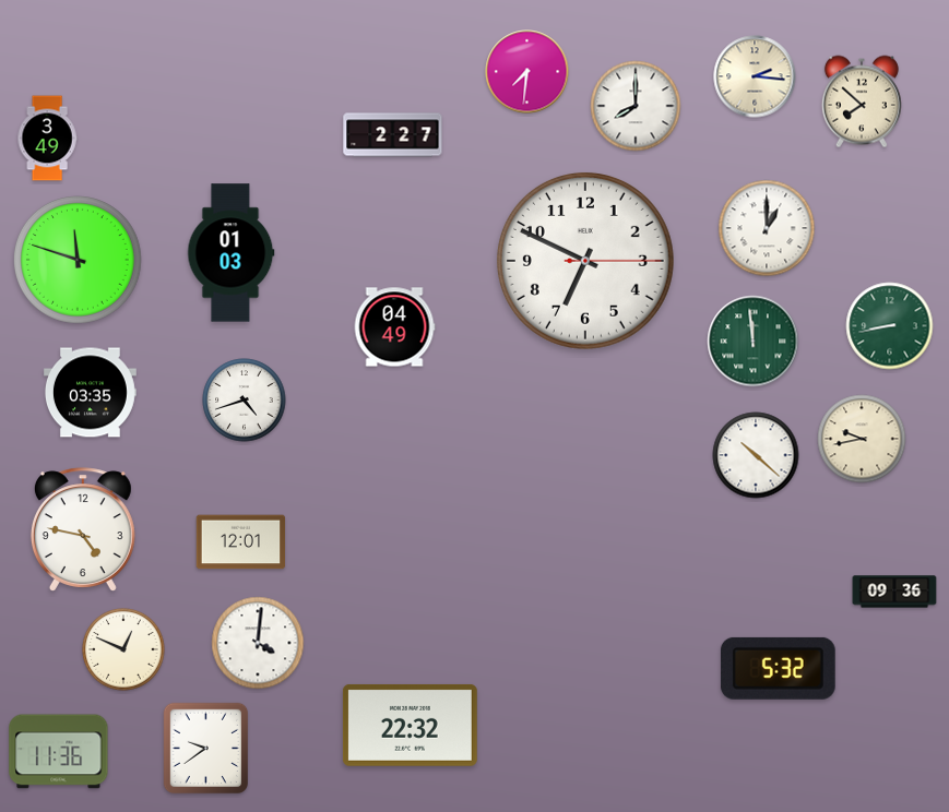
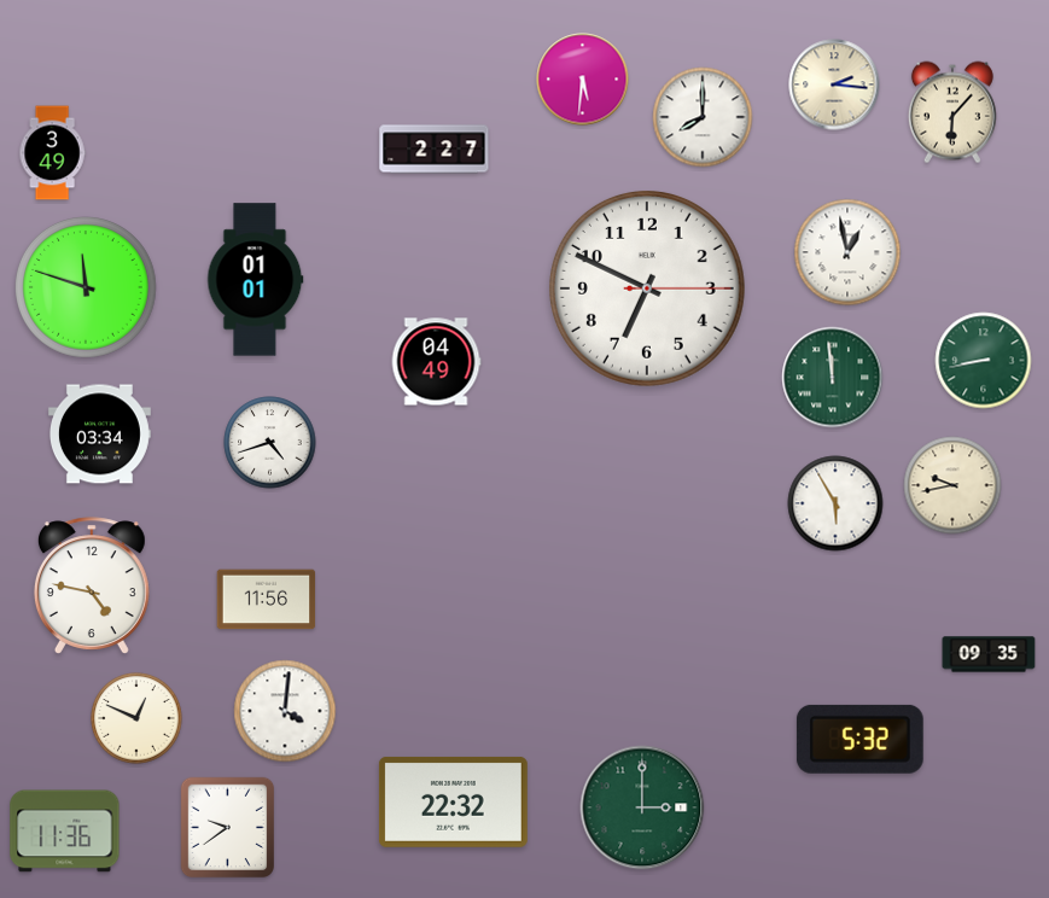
clock at (527, 72): 7:31 -> 5:31
clock at (862, 101): 7:52 -> 6:07
clock at (767, 228): 1:00 -> 12:58
clock at (232, 253): 01:03 -> 01:01
clock at (90, 393): 03:35 -> 03:34
clock at (756, 455): 10:22 -> 5:55
clock at (241, 542): 12:01 -> 11:56
clock at (894, 592): 09:36 -> 09:35
clock at (642, 807): none -> 3:00
